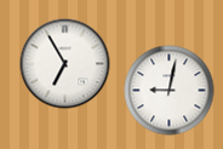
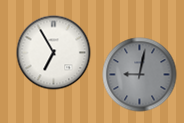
clock at (170, 91) dial: white -> grey
